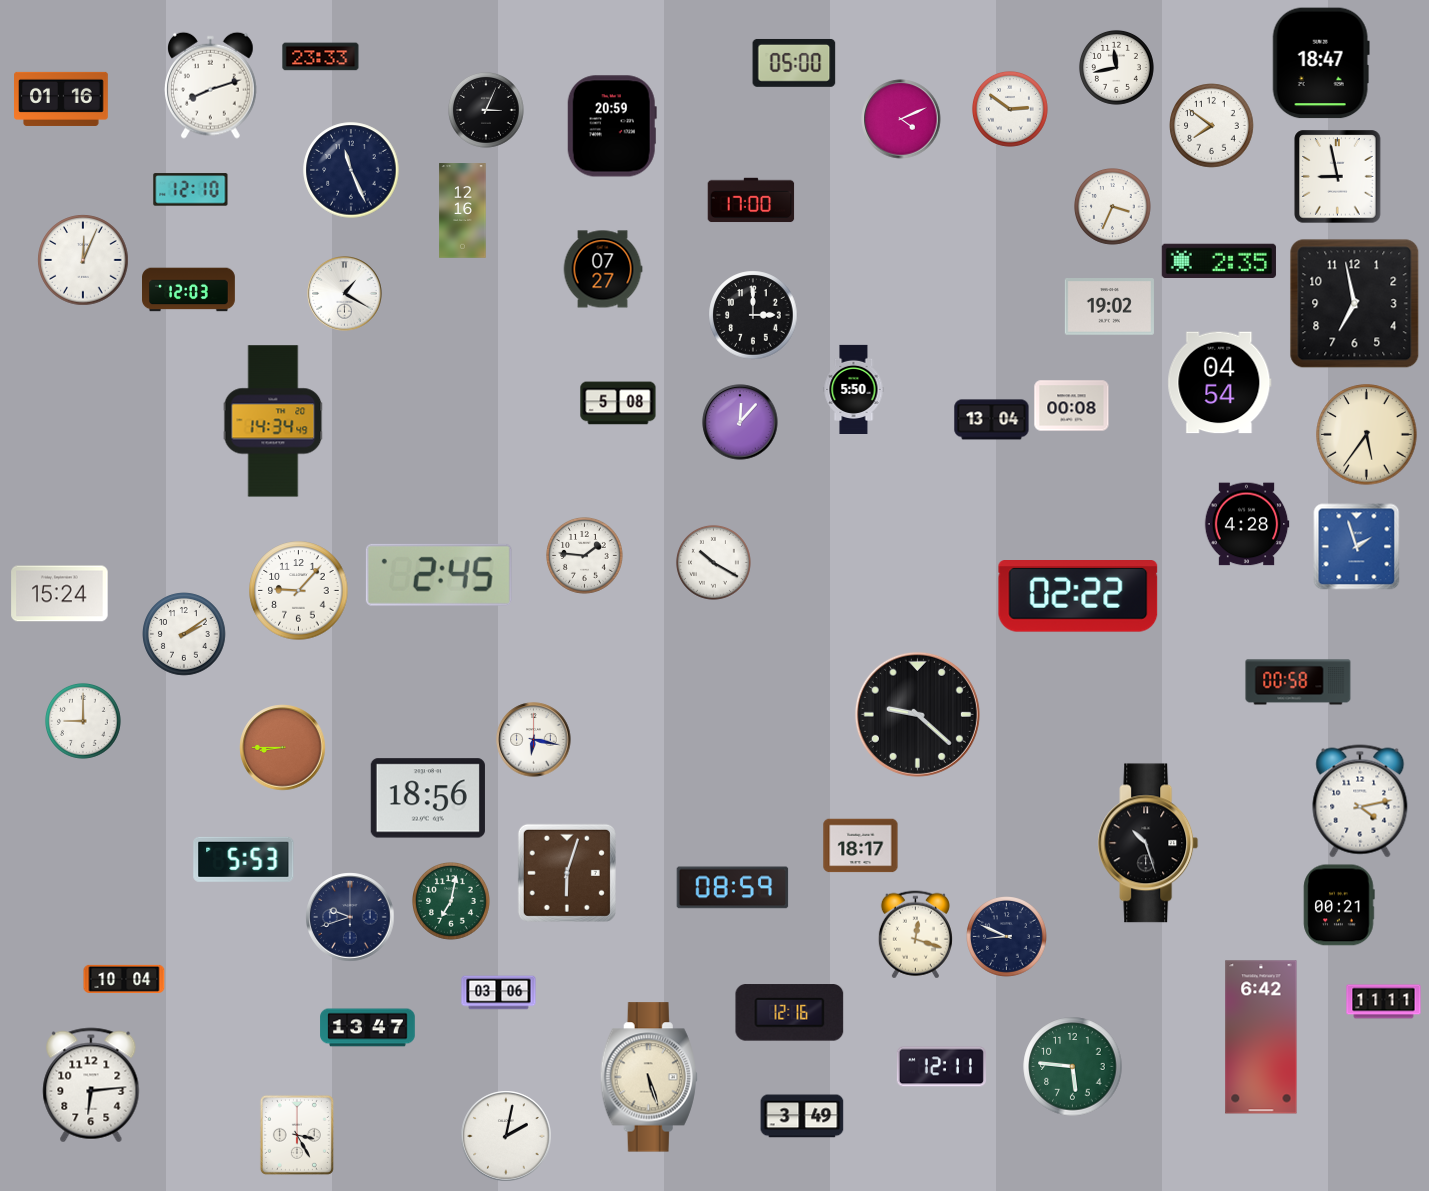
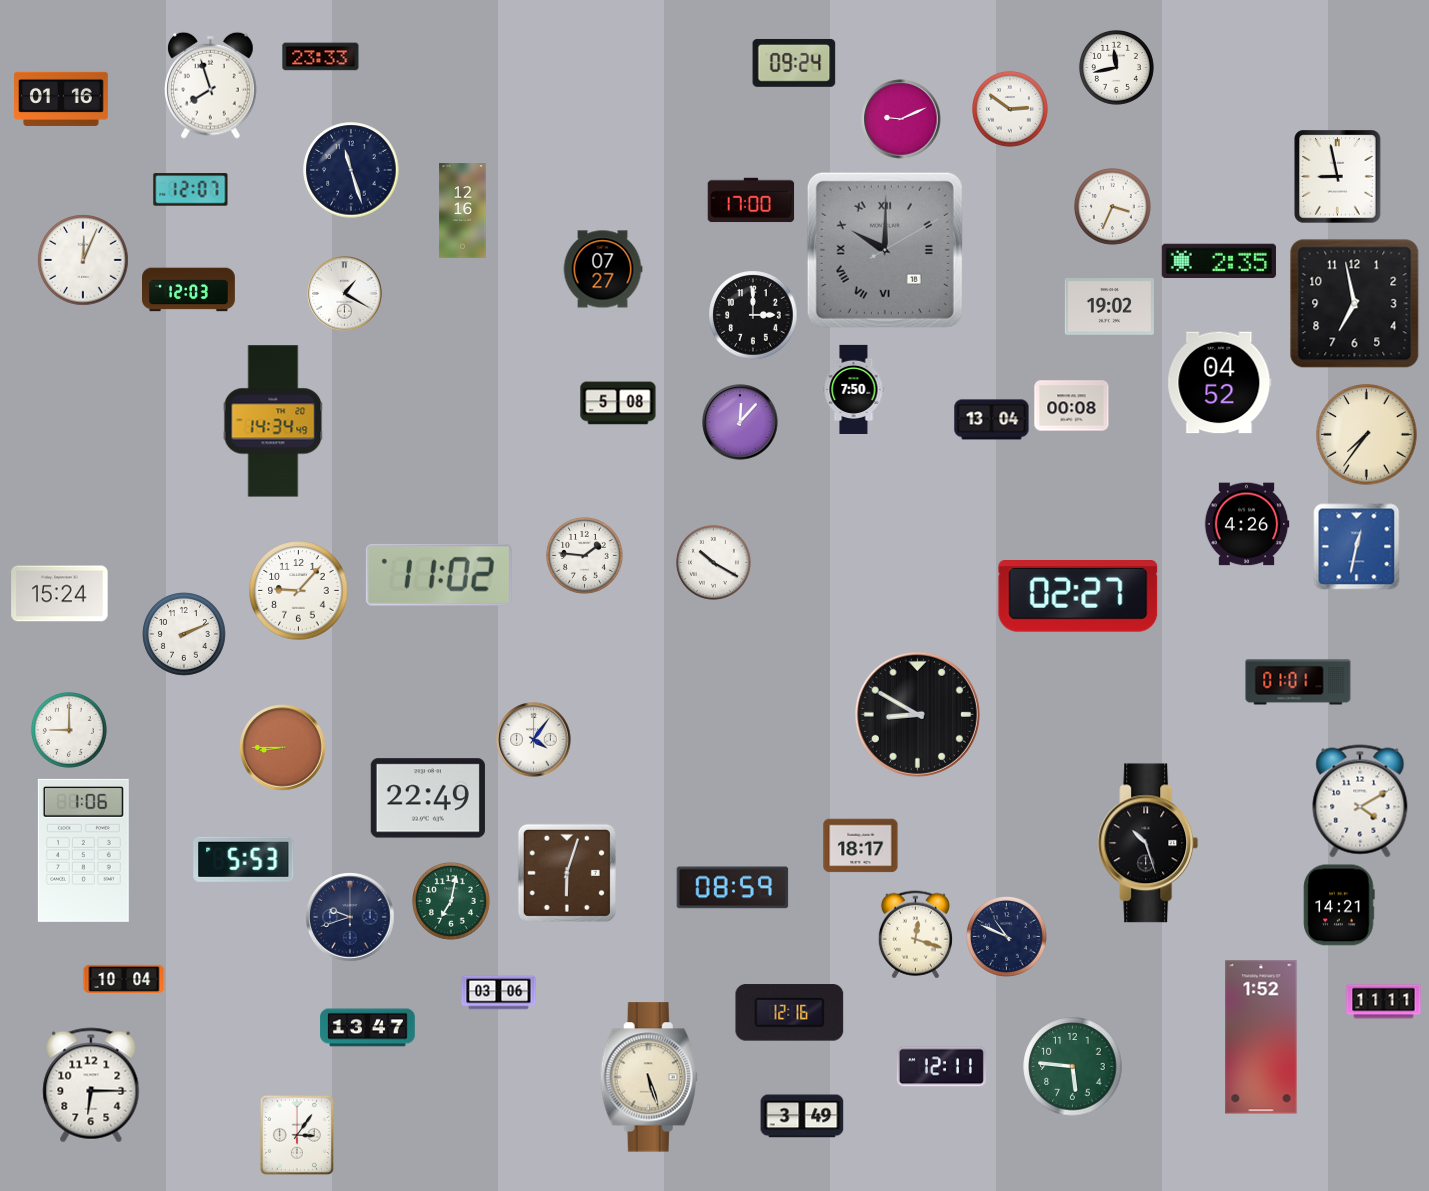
clock at (794, 63): 05:00 -> 09:24
clock at (1321, 63): 18:47 -> none
clock at (211, 85): 8:12 -> 7:57
clock at (486, 110): 3:04 -> none
clock at (901, 119): 4:11 -> 9:11
clock at (612, 126): 20:59 -> none
clock at (1212, 126): 7:51 -> none
clock at (351, 170): 11:26 -> 11:27
clock at (191, 190): 12:10 -> 12:07
clock at (885, 250): none -> 10:00
clock at (1220, 383): 04:54 -> 04:52
clock at (854, 389): 5:50 -> 7:50
clock at (1367, 435): 5:36 -> 7:36
clock at (1247, 524): 4:28 -> 4:26
clock at (1357, 547): 1:57 -> 12:32
clock at (439, 575): 2:45 -> 11:02
clock at (1078, 597): 02:22 -> 02:27
clock at (184, 634): 2:09 -> 2:11
clock at (1298, 682): 00:58 -> 01:01
clock at (917, 714): 9:22 -> 8:50
clock at (83, 721) position: (83, 721) -> (69, 730)
clock at (534, 740): 6:17 -> 4:06
clock at (428, 798): 18:56 -> 22:49
clock at (1360, 801): 4:13 -> 4:10
clock at (83, 850): none -> 1:06
clock at (1339, 905): 00:21 -> 14:21
clock at (1007, 937): 8:49 -> 10:49
clock at (1261, 1037): 6:42 -> 1:52
clock at (91, 1085): 6:14 -> 6:15
clock at (297, 1135): 3:25 -> 3:06
clock at (506, 1136): 2:02 -> none
